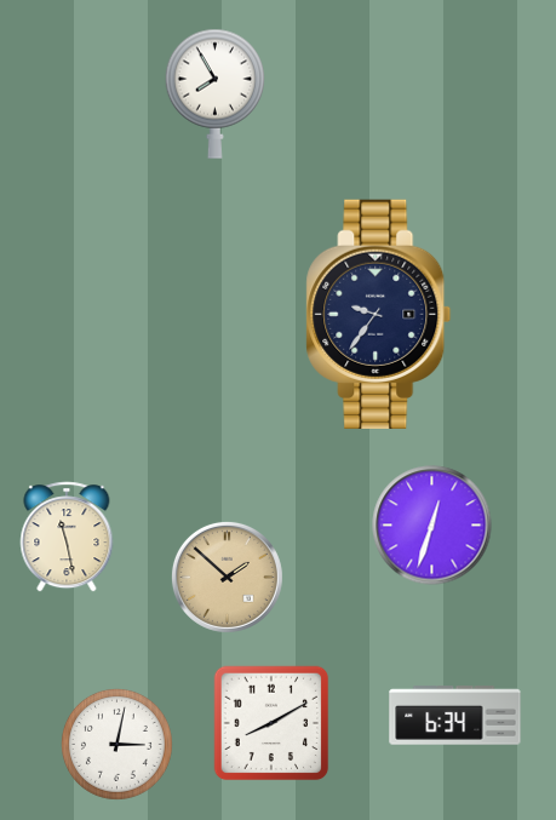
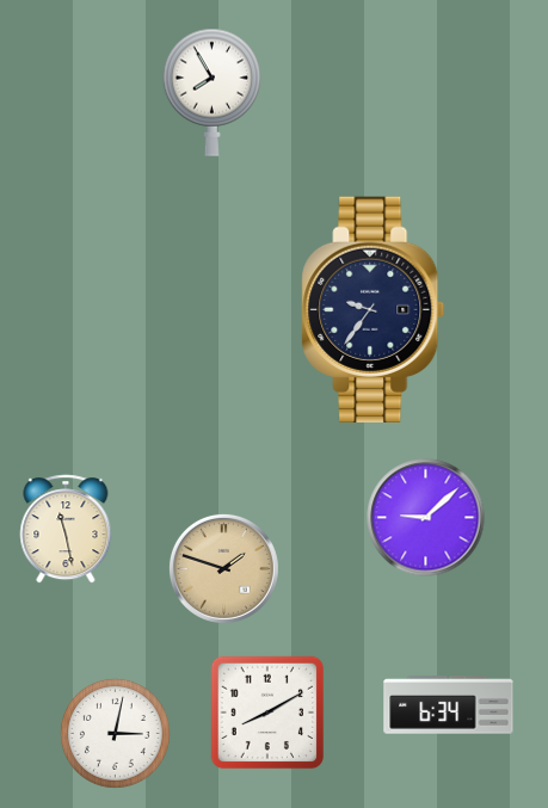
clock at (432, 526): 12:33 -> 9:08
clock at (227, 577): 1:52 -> 1:48
